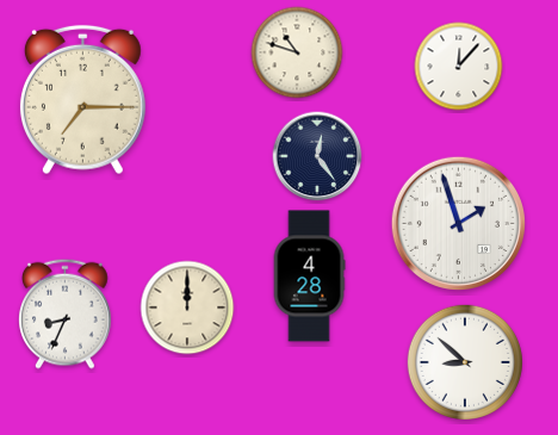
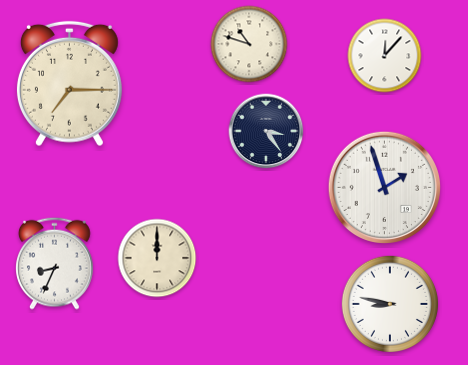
clock at (317, 156): 12:24 -> 3:24
clock at (309, 276): 4:28 -> none
clock at (464, 361): 8:52 -> 8:47
